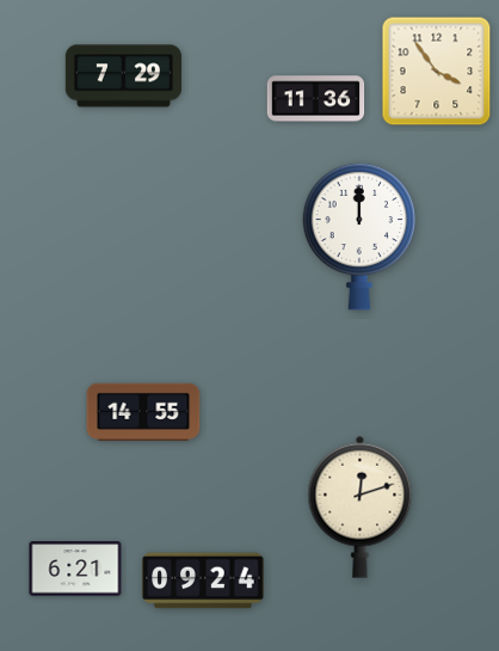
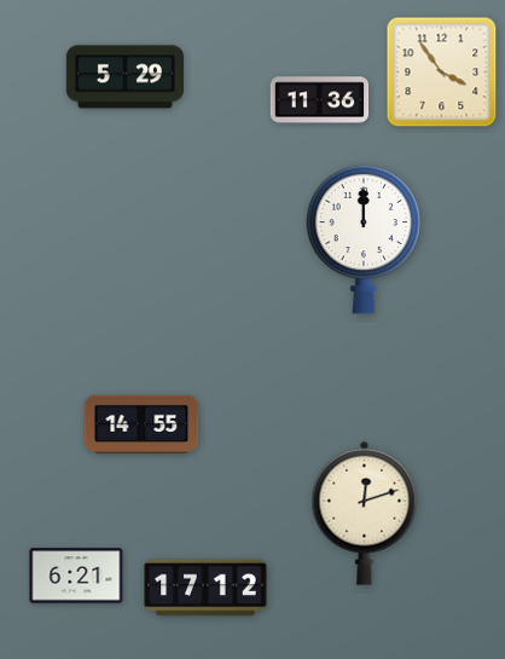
clock at (123, 76): 7:29 -> 5:29
clock at (143, 412) position: (143, 412) -> (141, 424)
clock at (203, 581): 09:24 -> 17:12
